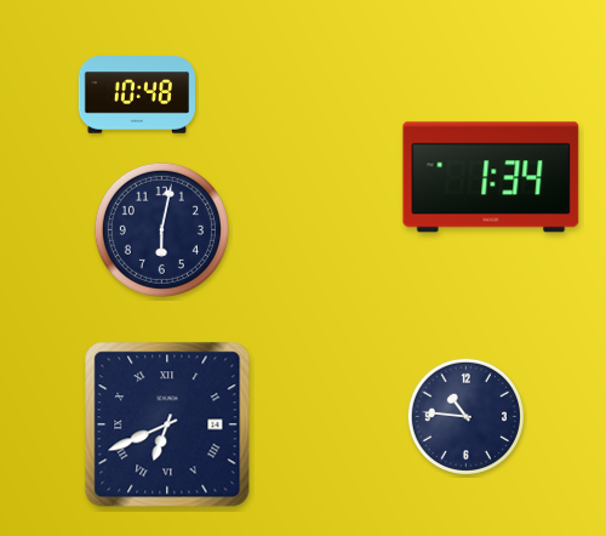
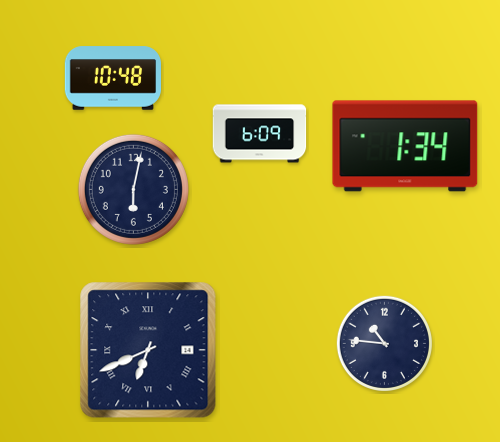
clock at (260, 134): none -> 6:09
clock at (167, 424) position: (167, 424) -> (148, 350)
